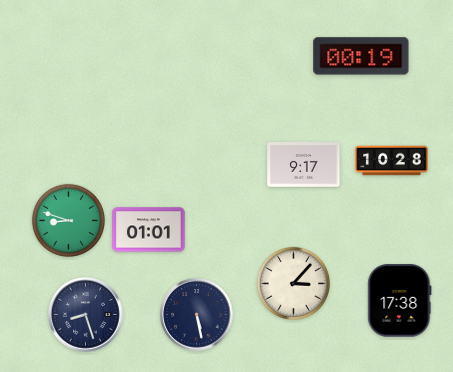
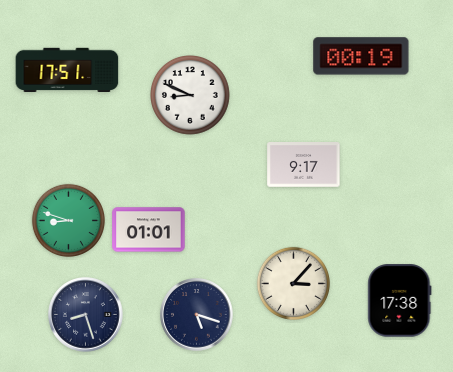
clock at (67, 70): none -> 17:51
clock at (191, 96): none -> 8:49
clock at (392, 161): 10:28 -> none
clock at (197, 315): 5:28 -> 5:18
